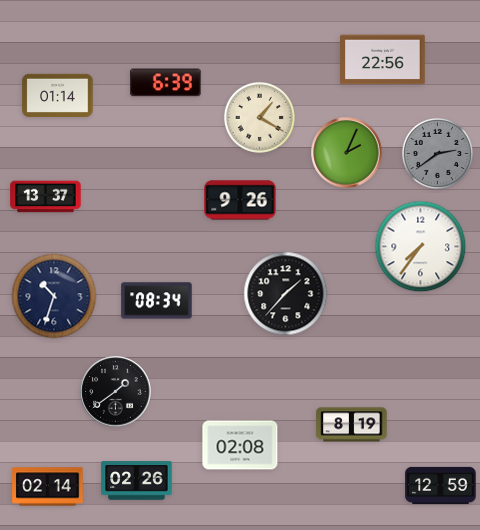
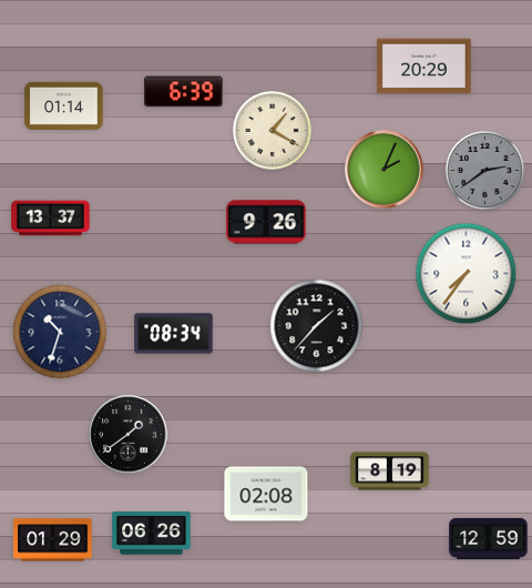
clock at (383, 60): 22:56 -> 20:29
clock at (259, 117) position: (259, 117) -> (272, 130)
clock at (54, 296) position: (54, 296) -> (60, 332)
clock at (137, 481): 02:26 -> 06:26
clock at (48, 487): 02:14 -> 01:29
